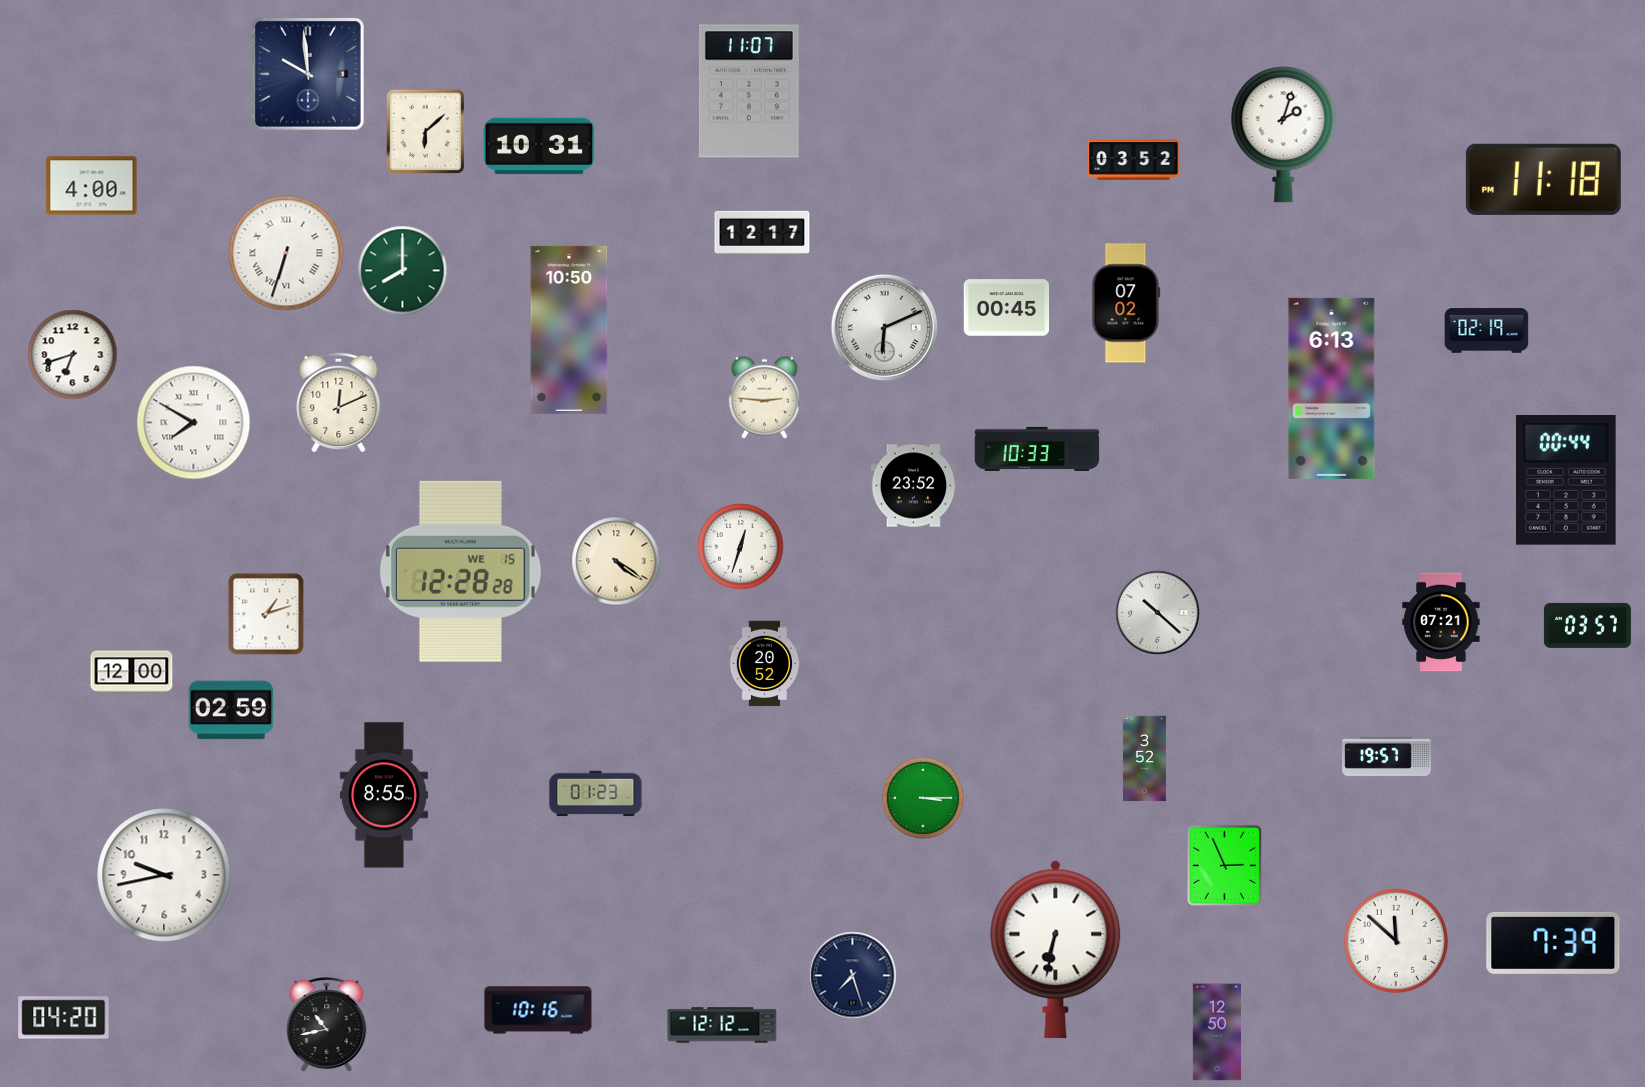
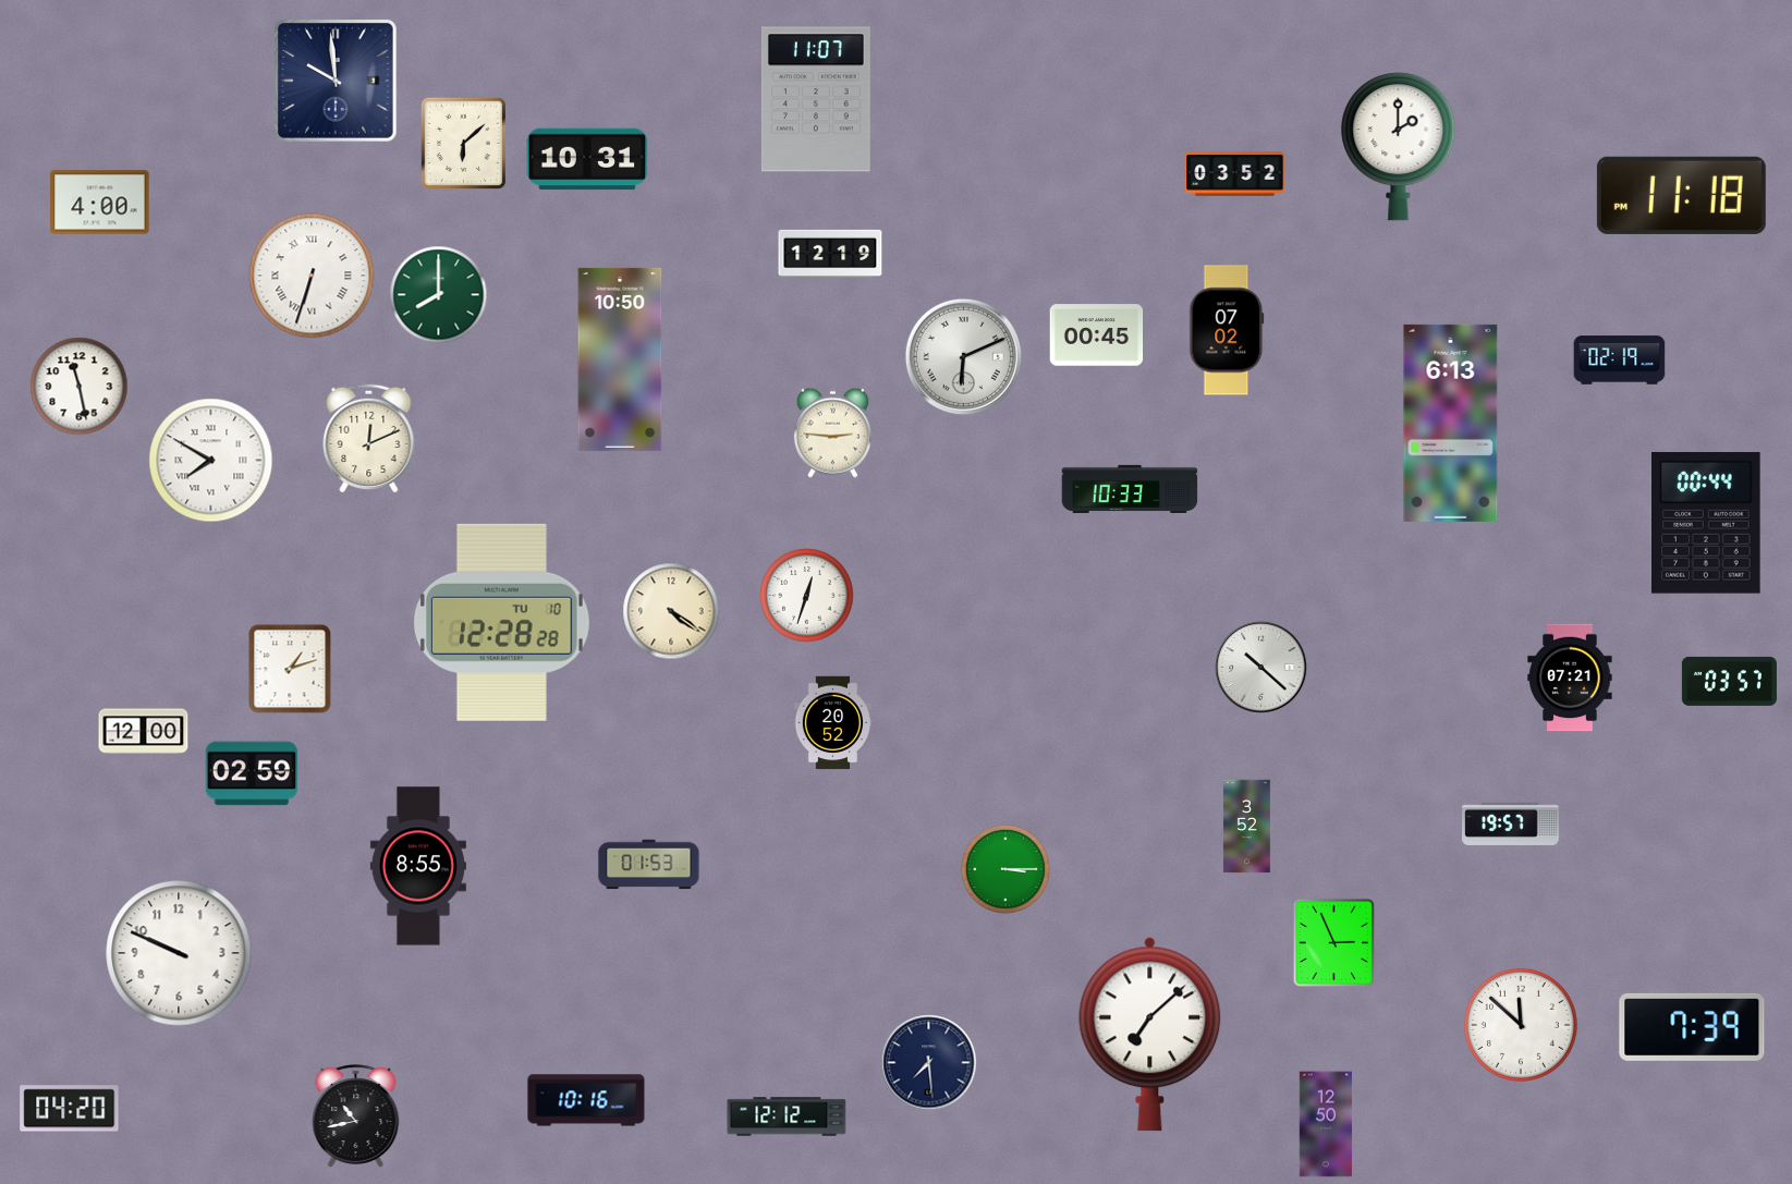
clock at (1284, 135): 2:03 -> 2:00
clock at (762, 233): 12:17 -> 12:19
clock at (73, 355): 6:42 -> 11:28
clock at (914, 486): 23:52 -> none
clock at (460, 571) date: WE 15 -> TU 10
clock at (596, 794): 01:23 -> 01:53
clock at (164, 875): 9:43 -> 9:49
clock at (1056, 950): 6:32 -> 7:08
clock at (853, 976): 7:27 -> 7:29
